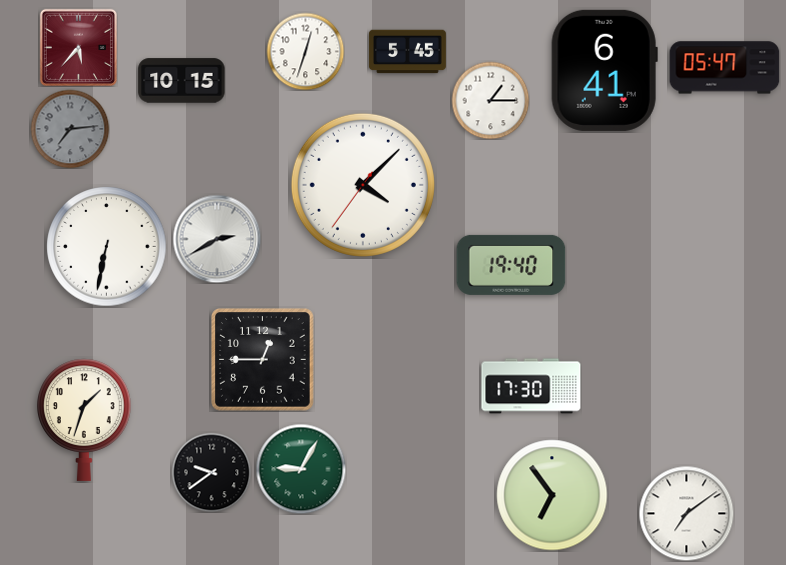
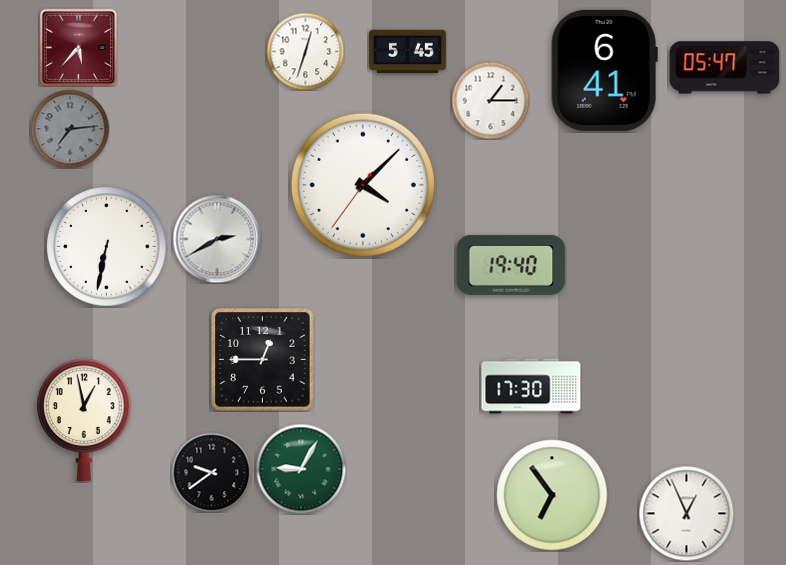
clock at (182, 81): 10:15 -> none
clock at (85, 420): 1:33 -> 12:58
clock at (686, 513): 7:09 -> 12:56
